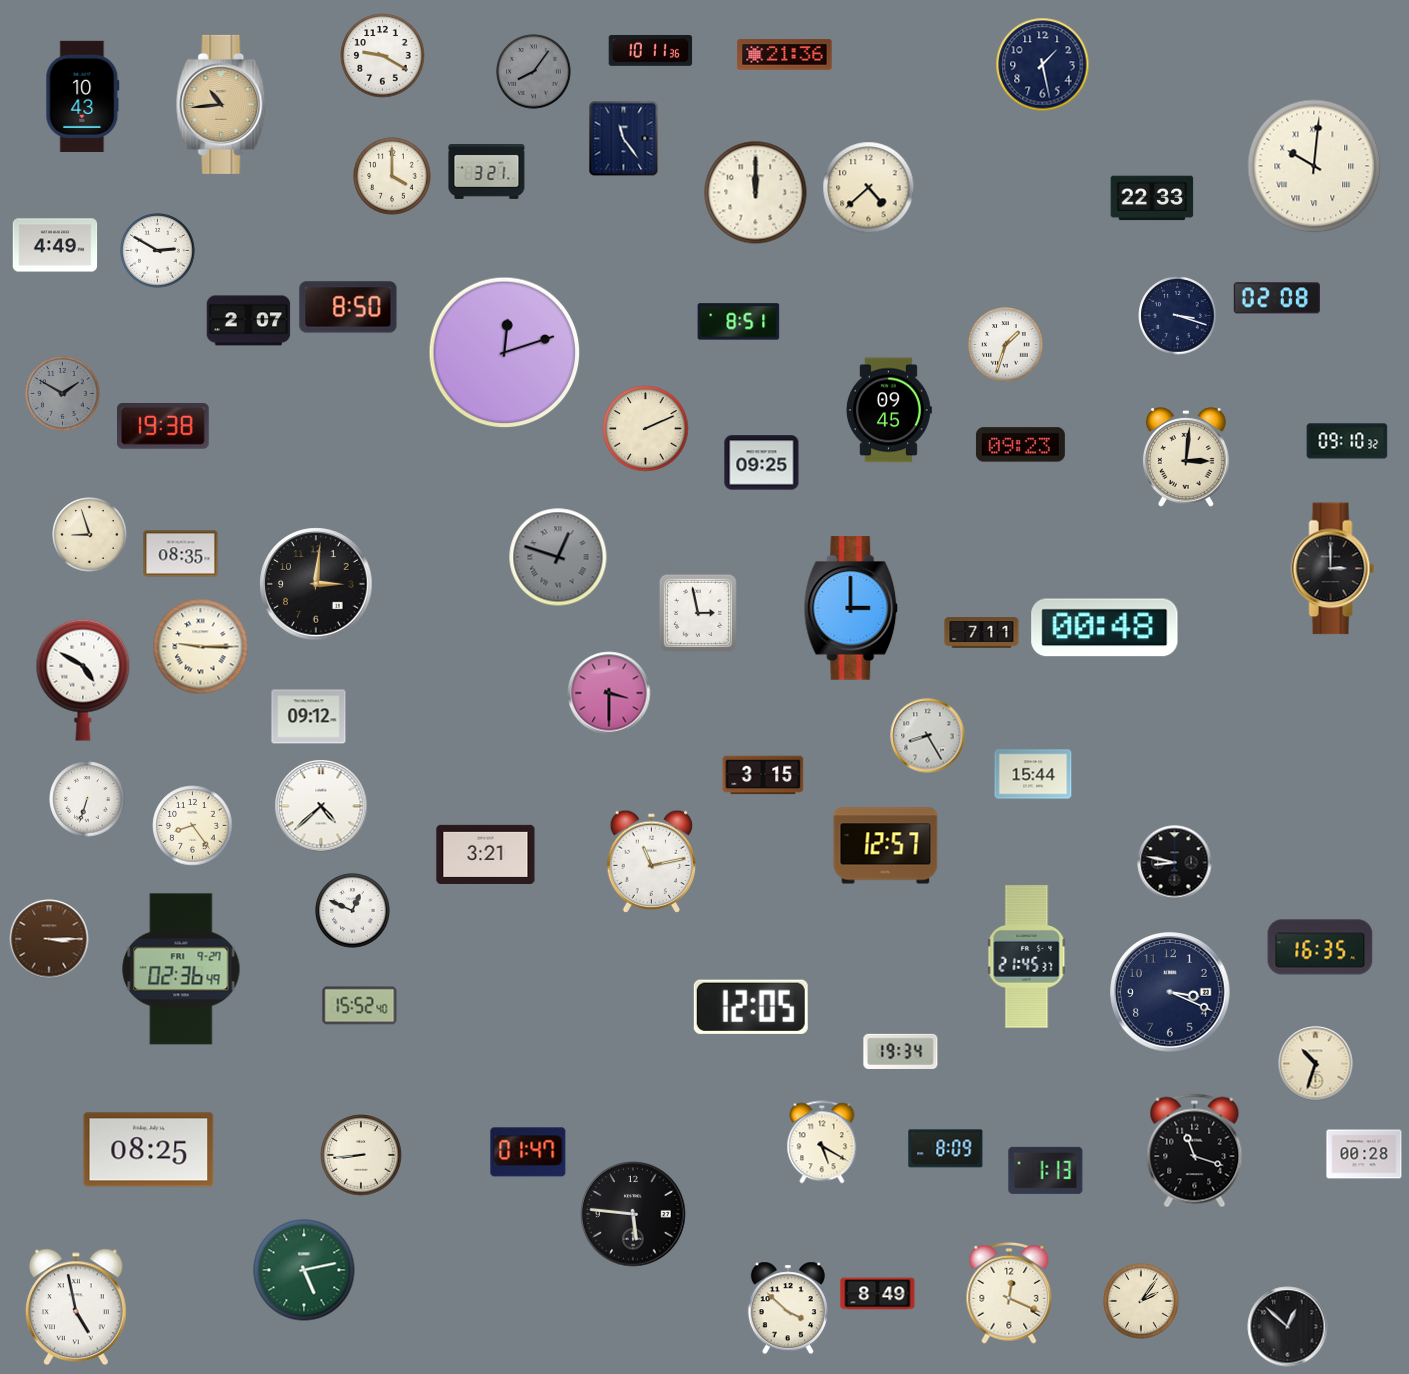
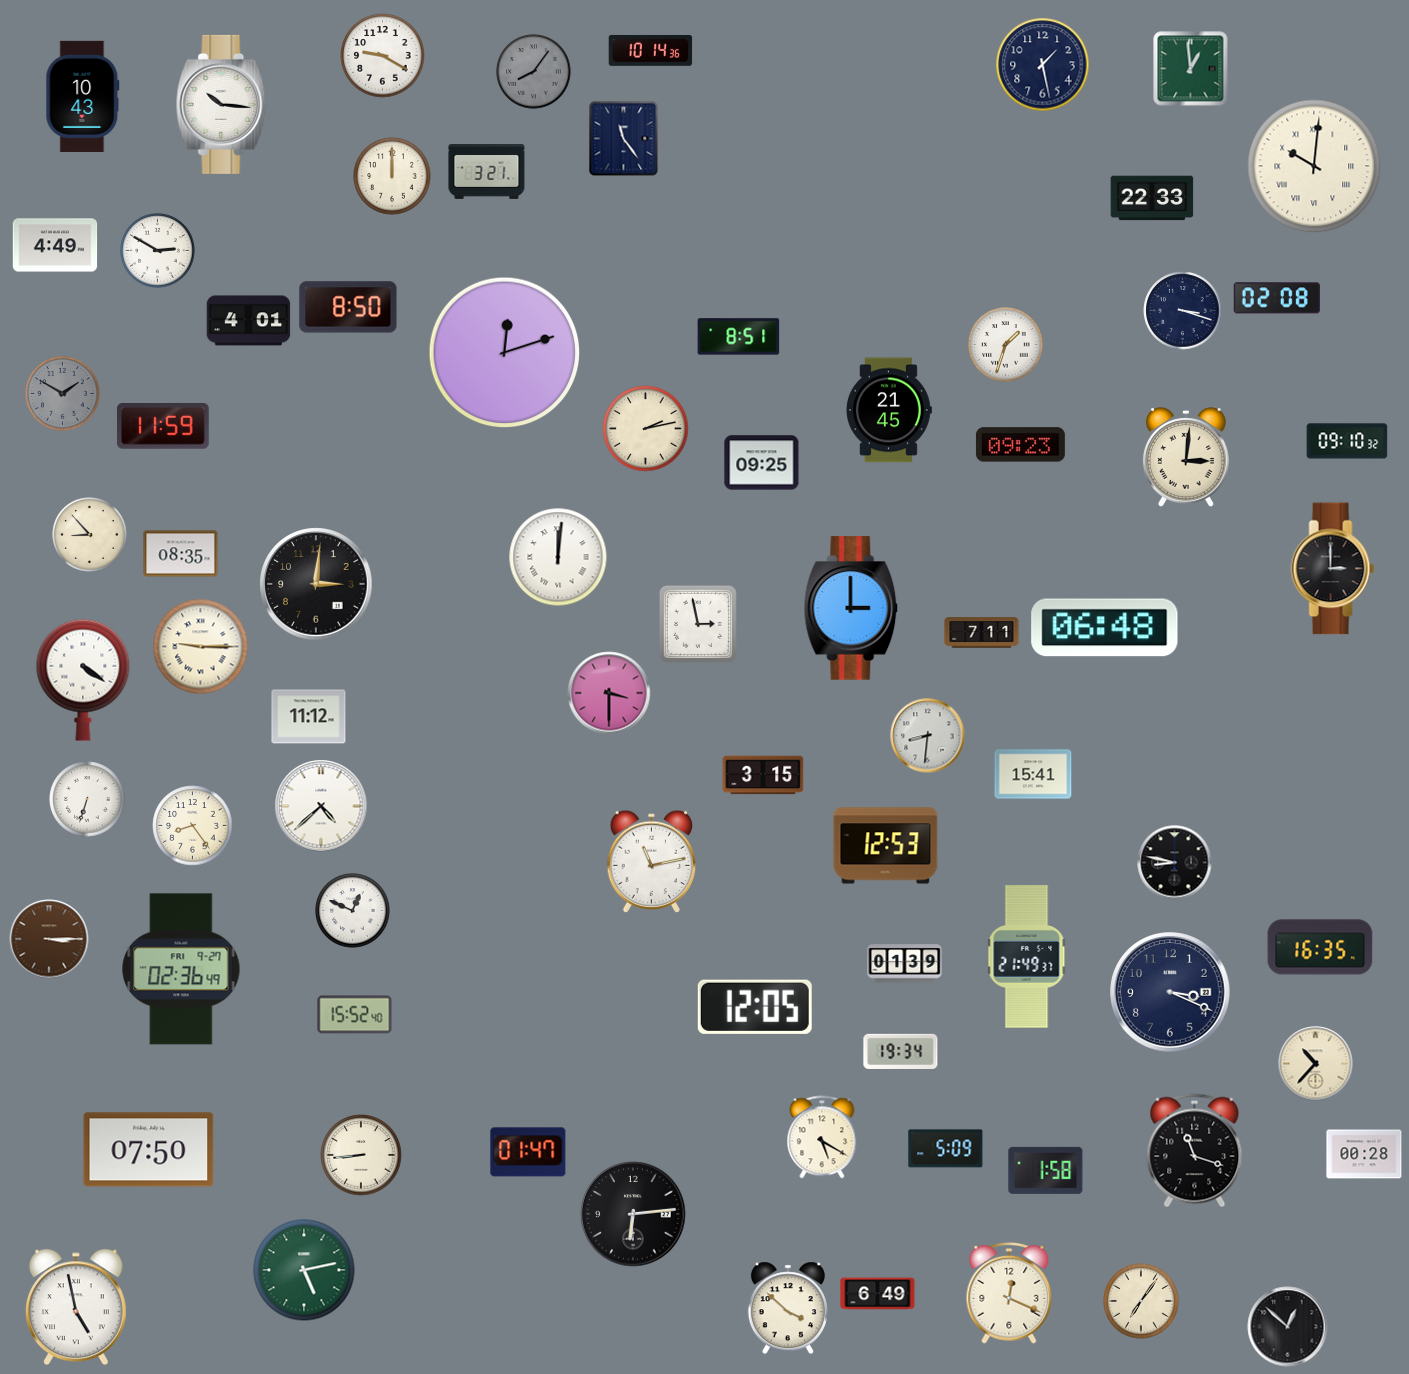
clock at (651, 50): 10:11 -> 10:14
clock at (785, 55): 21:36 -> none
clock at (1191, 69): none -> 12:59
clock at (222, 104): 10:44 -> 10:16
clock at (222, 104) dial: champagne -> white
clock at (392, 176): 4:00 -> 12:00
clock at (869, 188): 4:38 -> none
clock at (756, 193): 12:00 -> none
clock at (1178, 316) position: (1178, 316) -> (1183, 311)
clock at (249, 321): 2:07 -> 4:01
clock at (739, 322) position: (739, 322) -> (739, 337)
clock at (888, 410): 09:45 -> 21:45
clock at (164, 427): 19:38 -> 11:59
clock at (646, 429): 2:11 -> 2:13
clock at (90, 535): 8:57 -> 8:53
clock at (558, 557): 12:48 -> 12:01
clock at (558, 557) dial: grey -> white
clock at (698, 613) position: (698, 613) -> (698, 624)
clock at (1105, 628): 00:48 -> 06:48
clock at (83, 680): 4:50 -> 4:21
clock at (309, 717): 09:12 -> 11:12
clock at (928, 736): 8:25 -> 8:31
clock at (1033, 774): 15:44 -> 15:41
clock at (886, 846): 12:57 -> 12:53
clock at (486, 854): 3:21 -> none
clock at (1027, 957): 21:45 -> 21:49
clock at (905, 964): none -> 01:39
clock at (360, 1006) position: (360, 1006) -> (355, 1015)
clock at (751, 1007) position: (751, 1007) -> (755, 1007)
clock at (1316, 1064): 10:33 -> 10:37
clock at (822, 1142) position: (822, 1142) -> (822, 1137)
clock at (946, 1149): 8:09 -> 5:09
clock at (149, 1150): 08:25 -> 07:50
clock at (1046, 1170): 1:13 -> 1:58
clock at (633, 1214): 5:46 -> 6:14
clock at (878, 1294): 8:49 -> 6:49
clock at (1141, 1301): 2:06 -> 7:06
